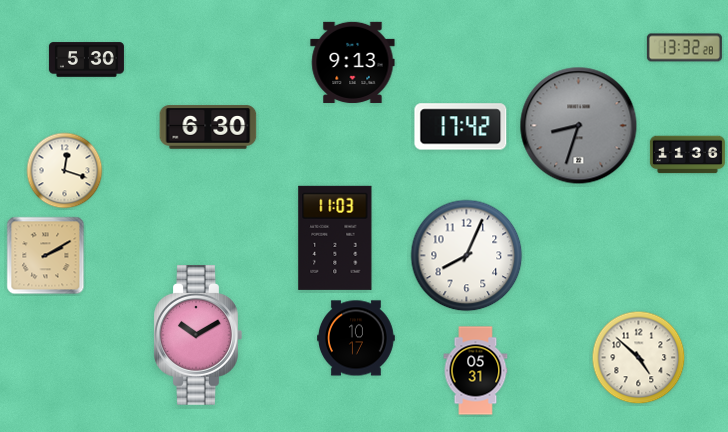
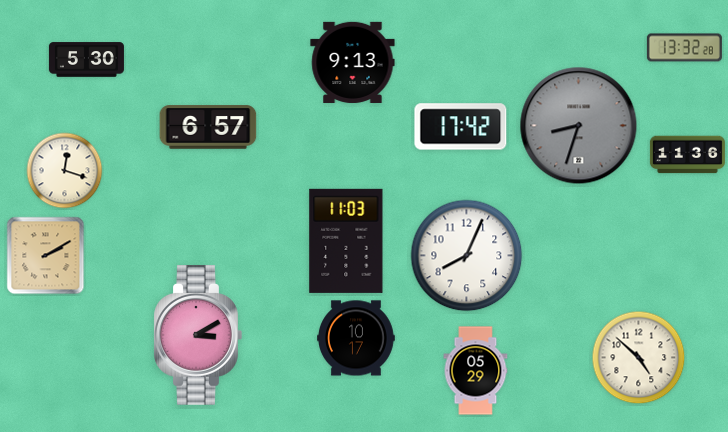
clock at (208, 127): 6:30 -> 6:57
clock at (335, 238) position: (335, 238) -> (346, 241)
clock at (198, 335): 10:10 -> 3:10
clock at (476, 371): 05:31 -> 05:29
